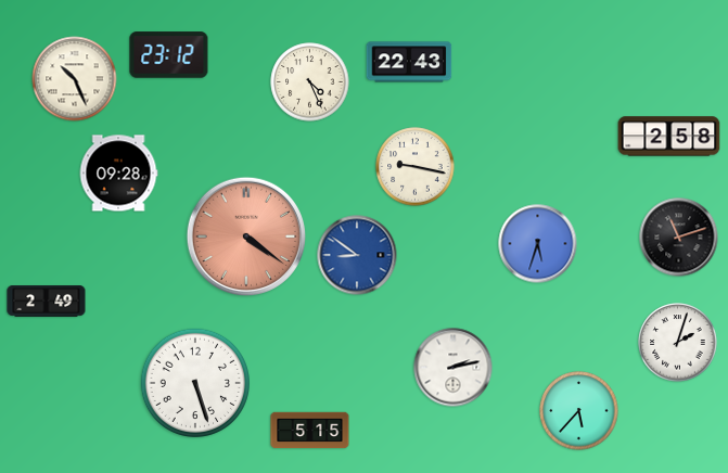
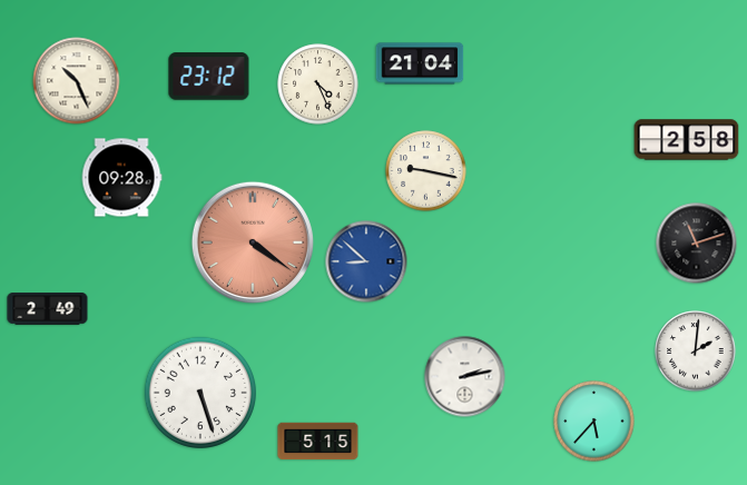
clock at (169, 55) position: (169, 55) -> (209, 77)
clock at (409, 62): 22:43 -> 21:04
clock at (538, 244): 5:33 -> none
clock at (357, 255): 8:51 -> 8:52
clock at (678, 343): 2:03 -> 2:01
